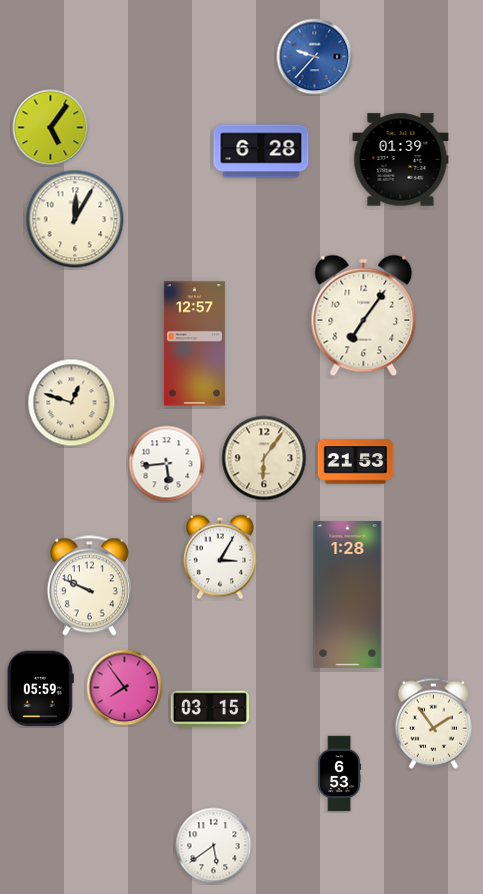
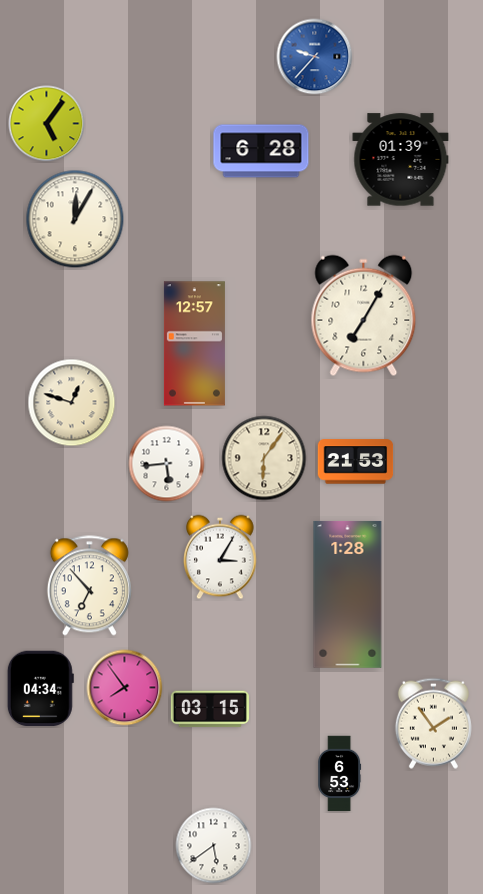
clock at (51, 128) position: (51, 128) -> (47, 124)
clock at (364, 316): 7:06 -> 7:05
clock at (89, 586): 9:49 -> 6:53
clock at (40, 689): 05:59 -> 04:34
